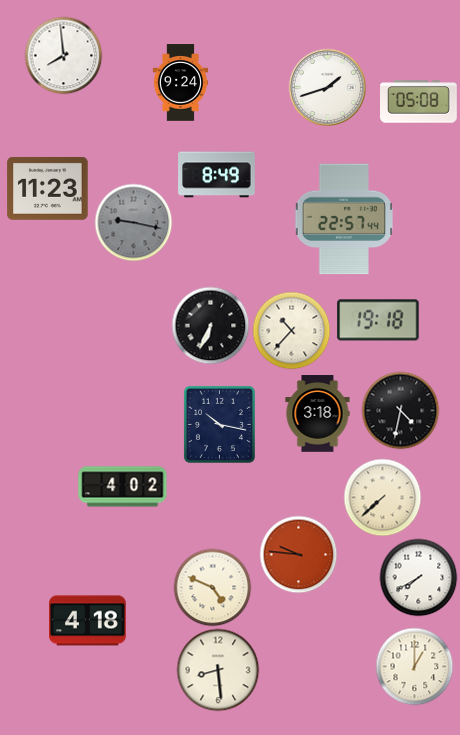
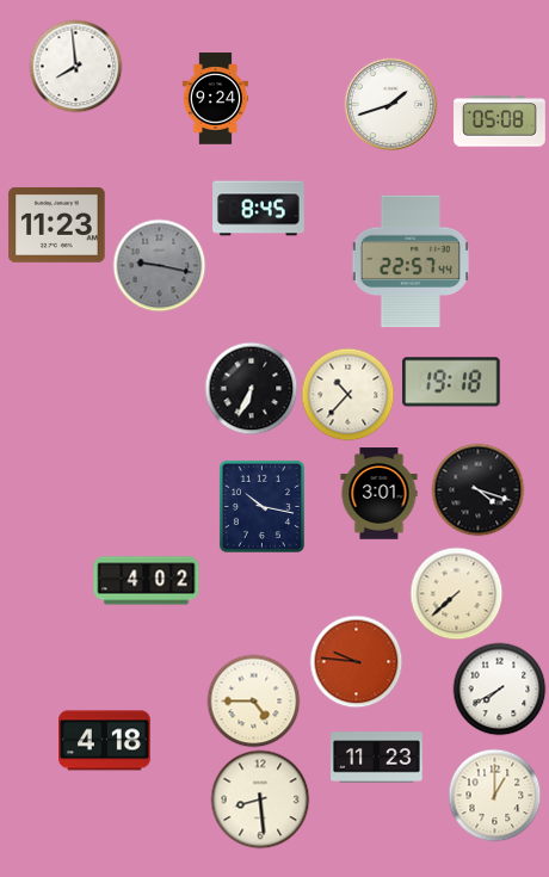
clock at (217, 175): 8:49 -> 8:45
clock at (400, 410): 4:32 -> 4:18
clock at (318, 414): 3:18 -> 3:01
clock at (212, 587): 4:49 -> 4:45
clock at (377, 758): none -> 11:23
